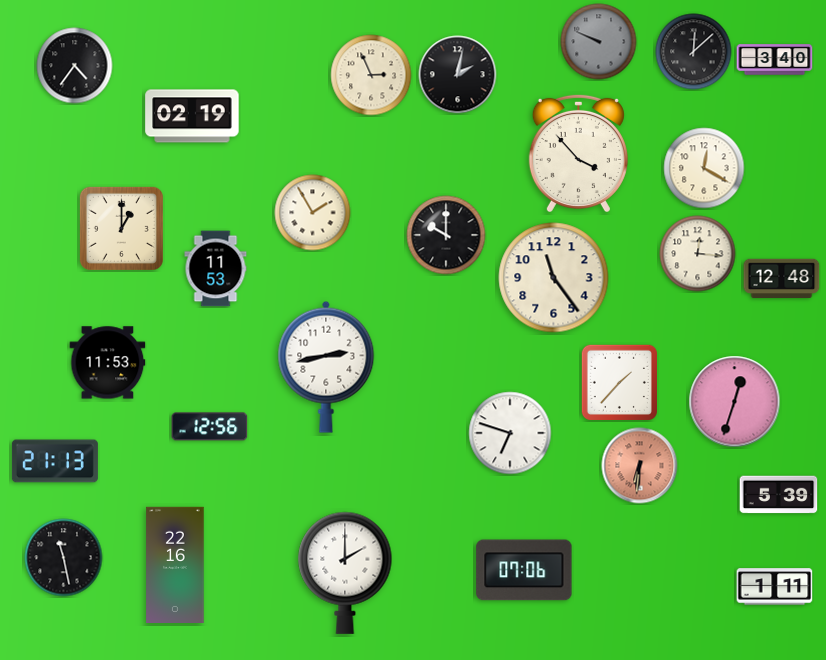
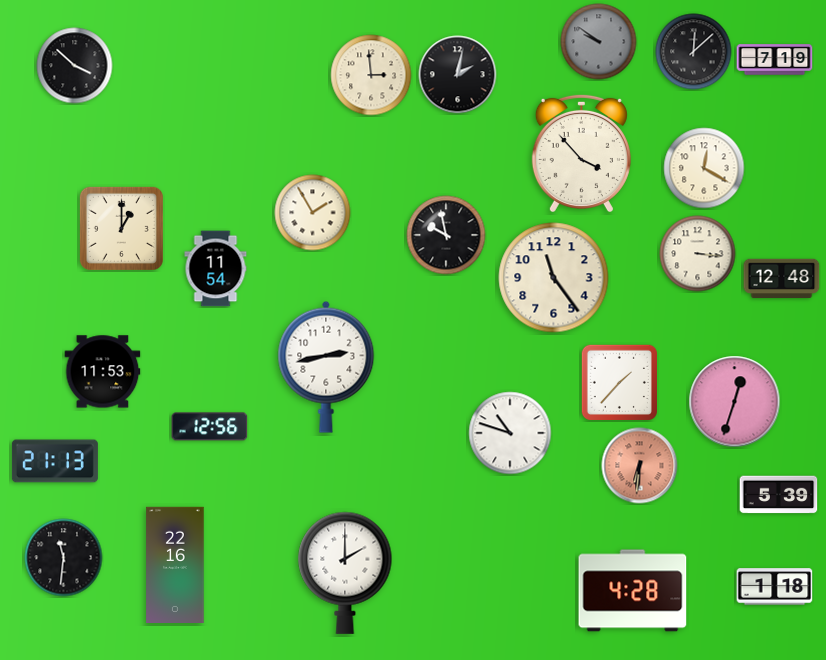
clock at (599, 42): 9:49 -> 9:51
clock at (775, 60): 3:40 -> 7:19
clock at (75, 66): 4:36 -> 3:52
clock at (371, 75): 2:56 -> 2:59
clock at (192, 116): 02:19 -> none
clock at (578, 152) position: (578, 152) -> (581, 152)
clock at (446, 235): 10:00 -> 9:58
clock at (698, 254): 12:16 -> 3:16
clock at (216, 269): 11:53 -> 11:54
clock at (108, 363) position: (108, 363) -> (103, 372)
clock at (510, 433): 6:48 -> 10:48
clock at (64, 558): 11:28 -> 11:31
clock at (524, 570): 07:06 -> none
clock at (775, 587): 1:11 -> 1:18
clock at (633, 591): none -> 4:28
